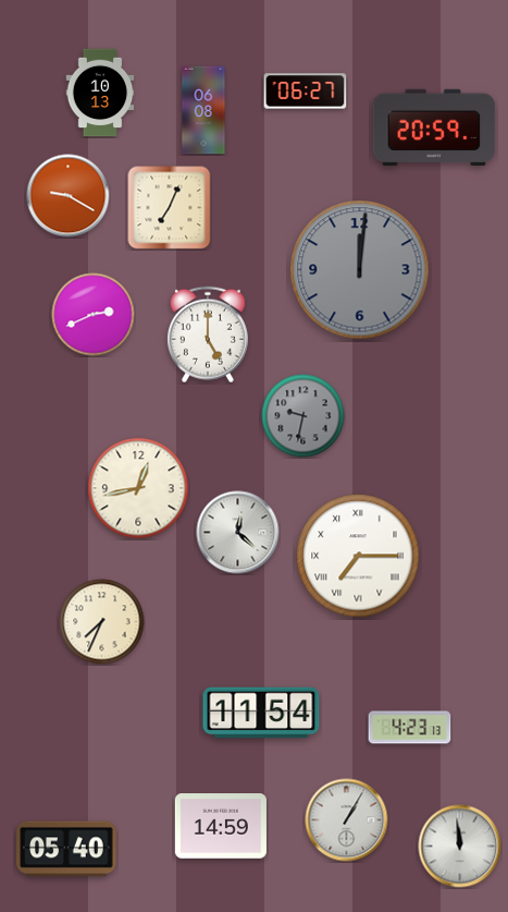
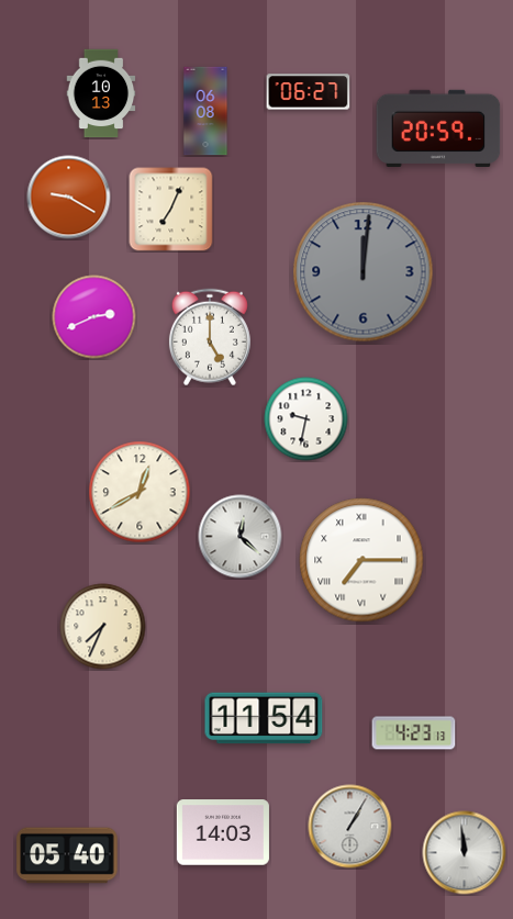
clock at (303, 416) dial: grey -> white
clock at (138, 488): 12:43 -> 12:40
clock at (221, 826): 14:59 -> 14:03
